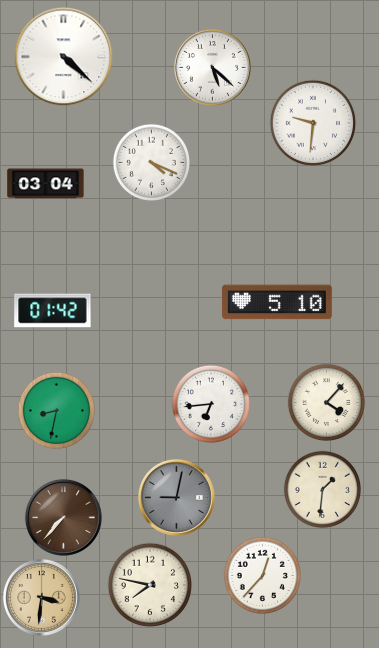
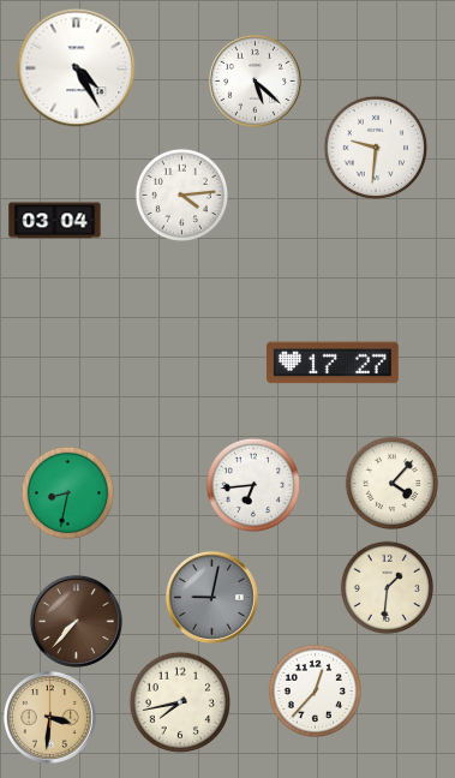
clock at (64, 57): 4:22 -> 4:25
clock at (151, 162): 4:19 -> 4:14
clock at (277, 302): 5:10 -> 17:27
clock at (53, 311): 01:42 -> none
clock at (150, 585): 7:47 -> 7:43
